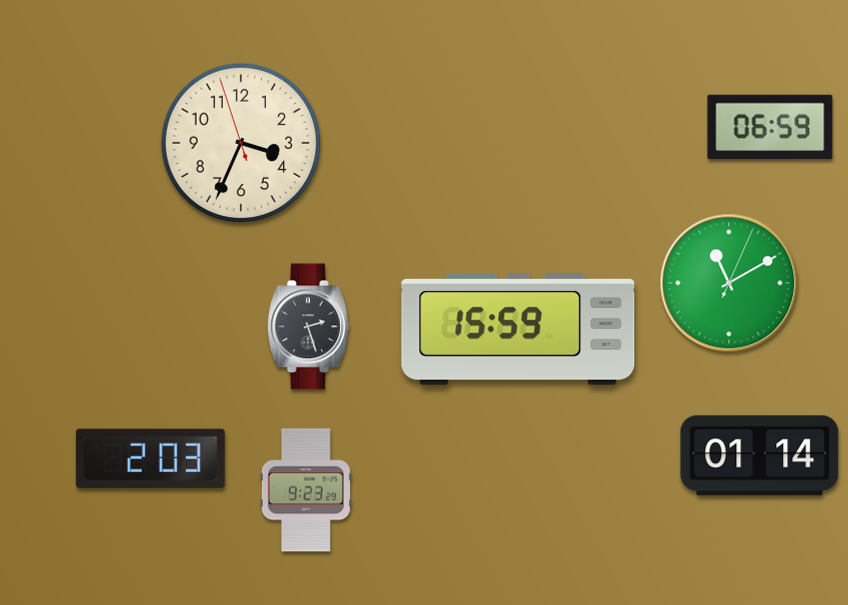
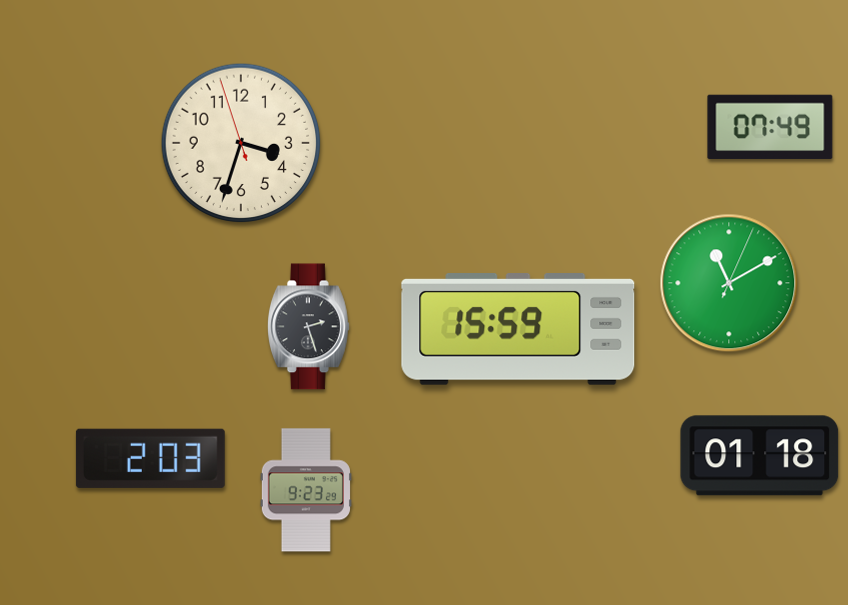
clock at (770, 127): 06:59 -> 07:49
clock at (241, 143): 3:33 -> 3:32
clock at (760, 456): 01:14 -> 01:18
